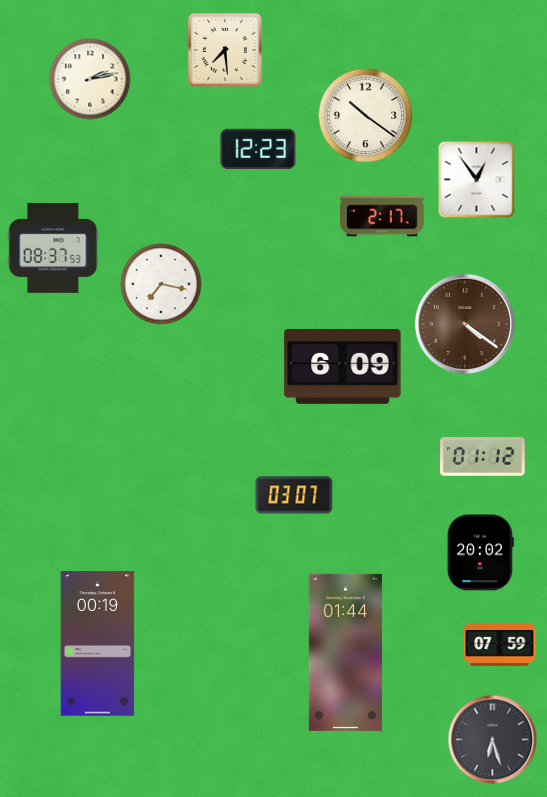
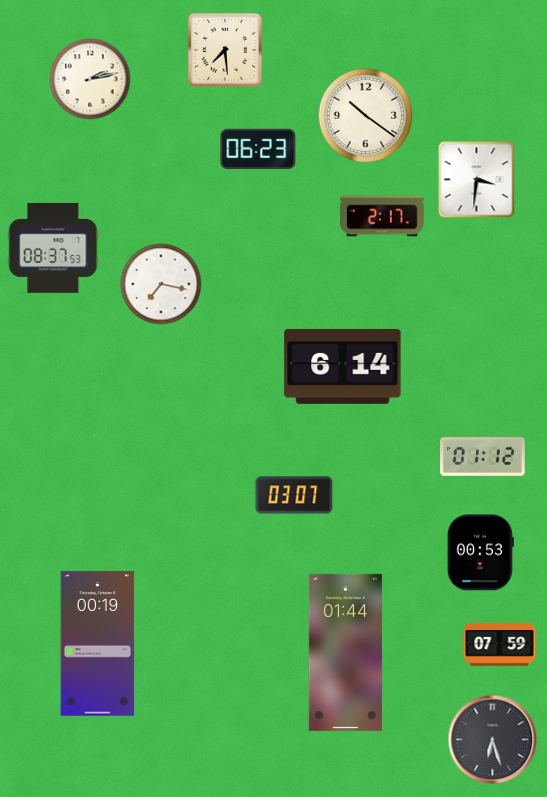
clock at (258, 148): 12:23 -> 06:23
clock at (477, 180): 12:54 -> 3:31
clock at (465, 324): 4:21 -> none
clock at (343, 366): 6:09 -> 6:14
clock at (480, 553): 20:02 -> 00:53
